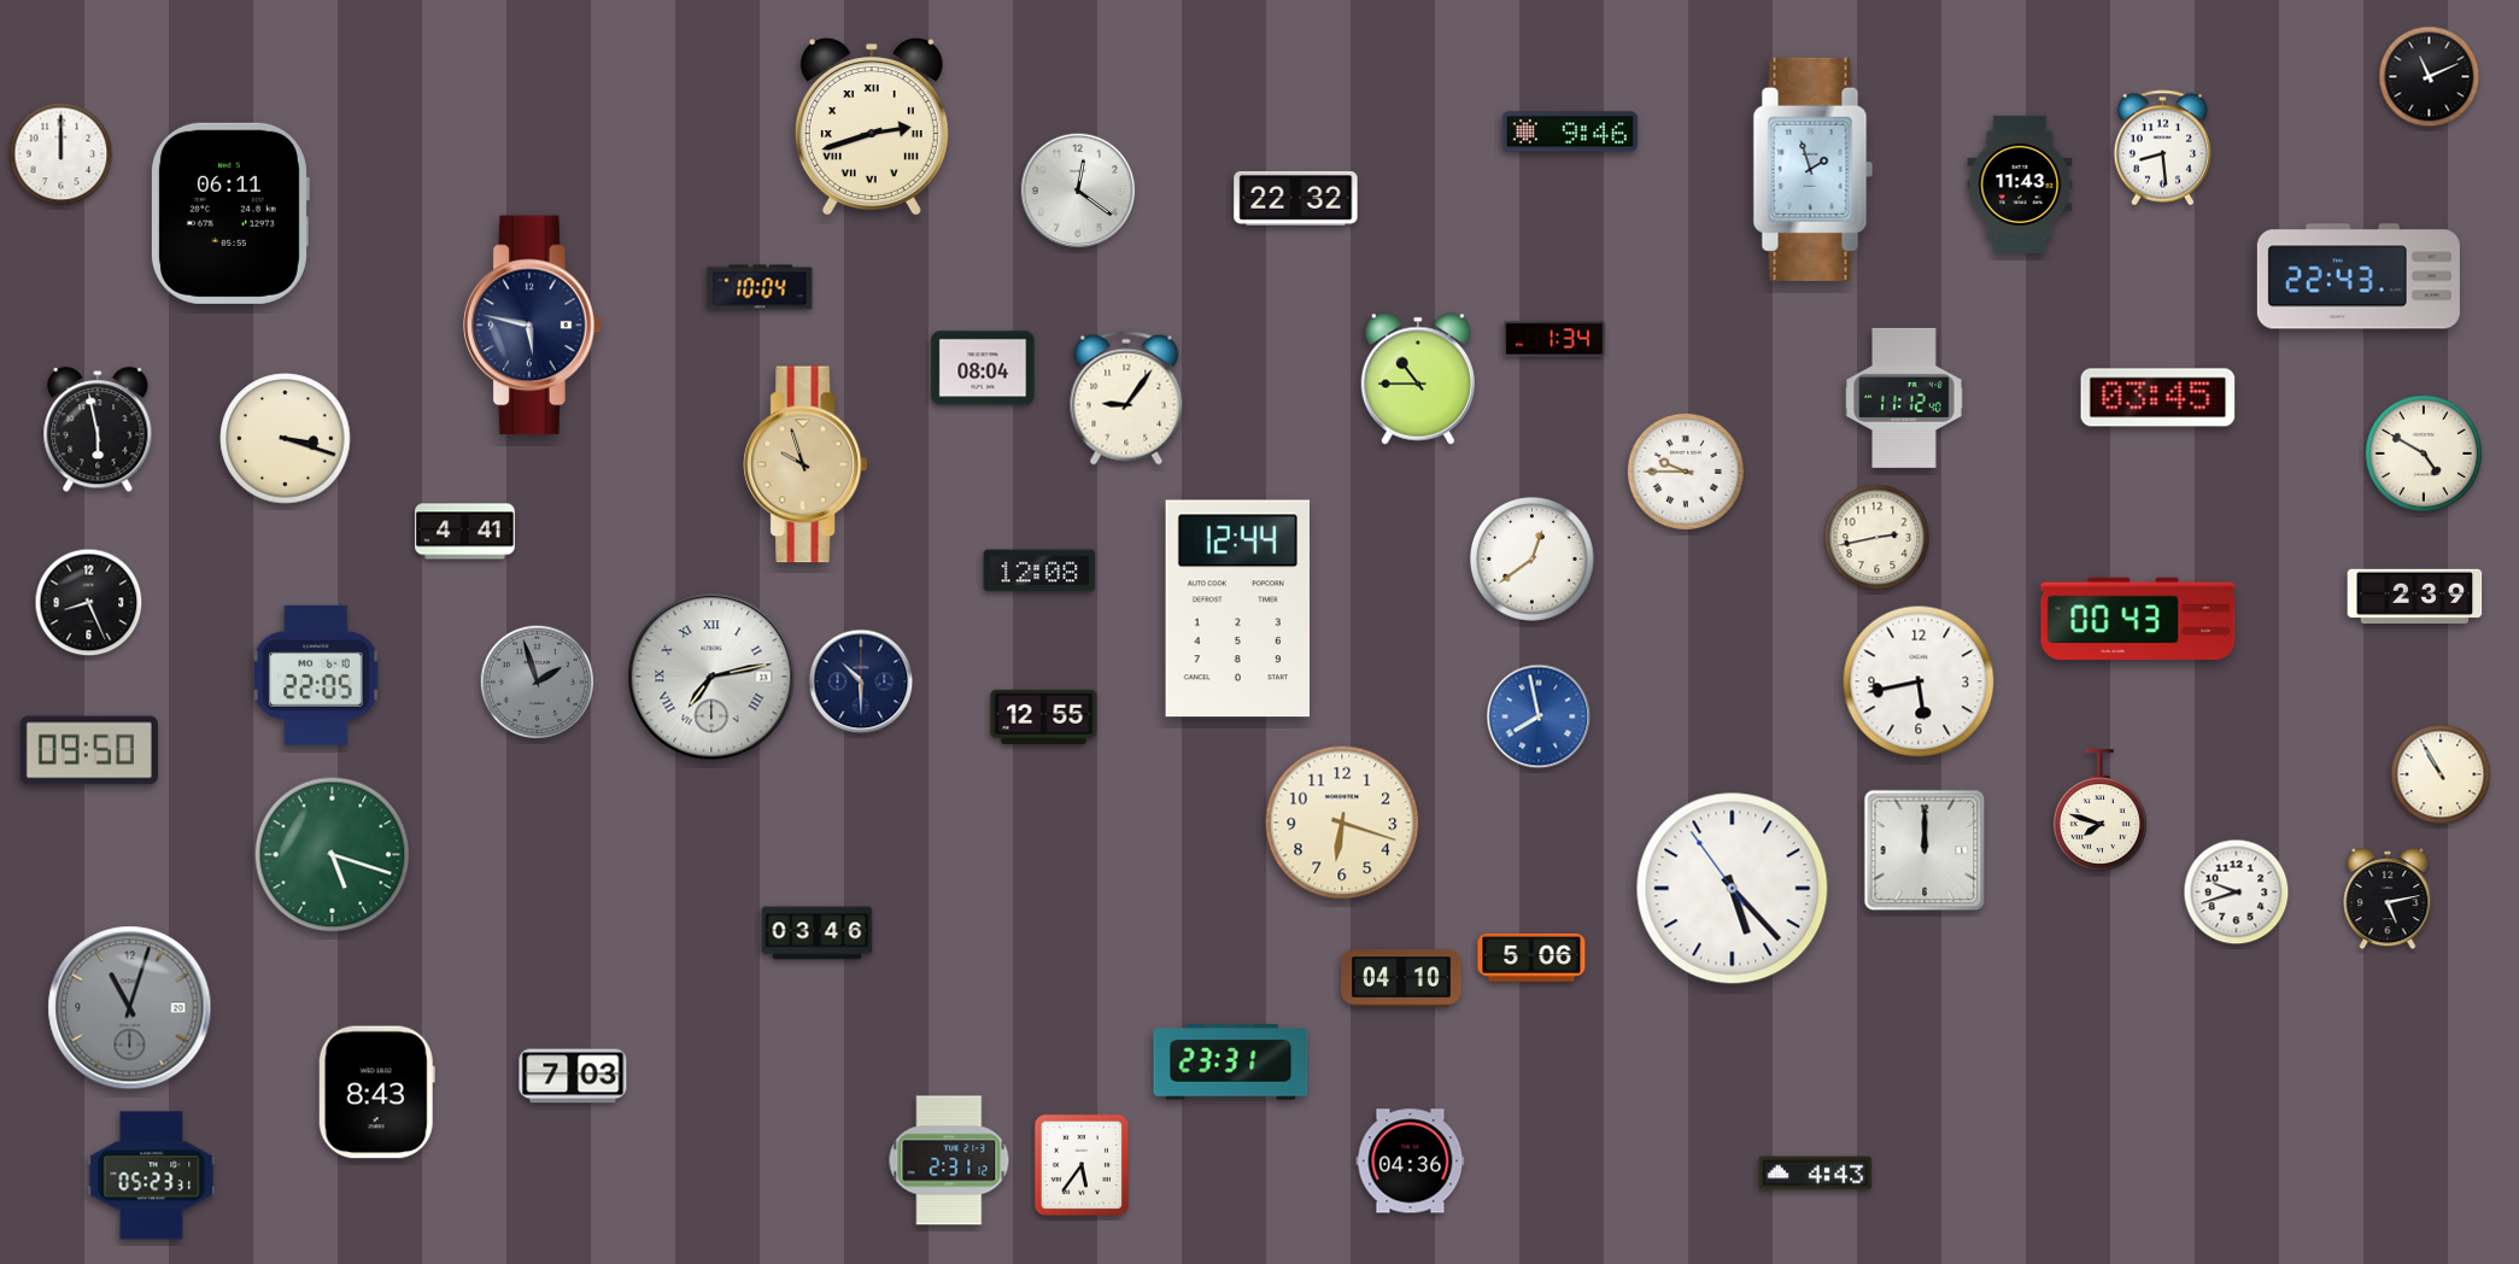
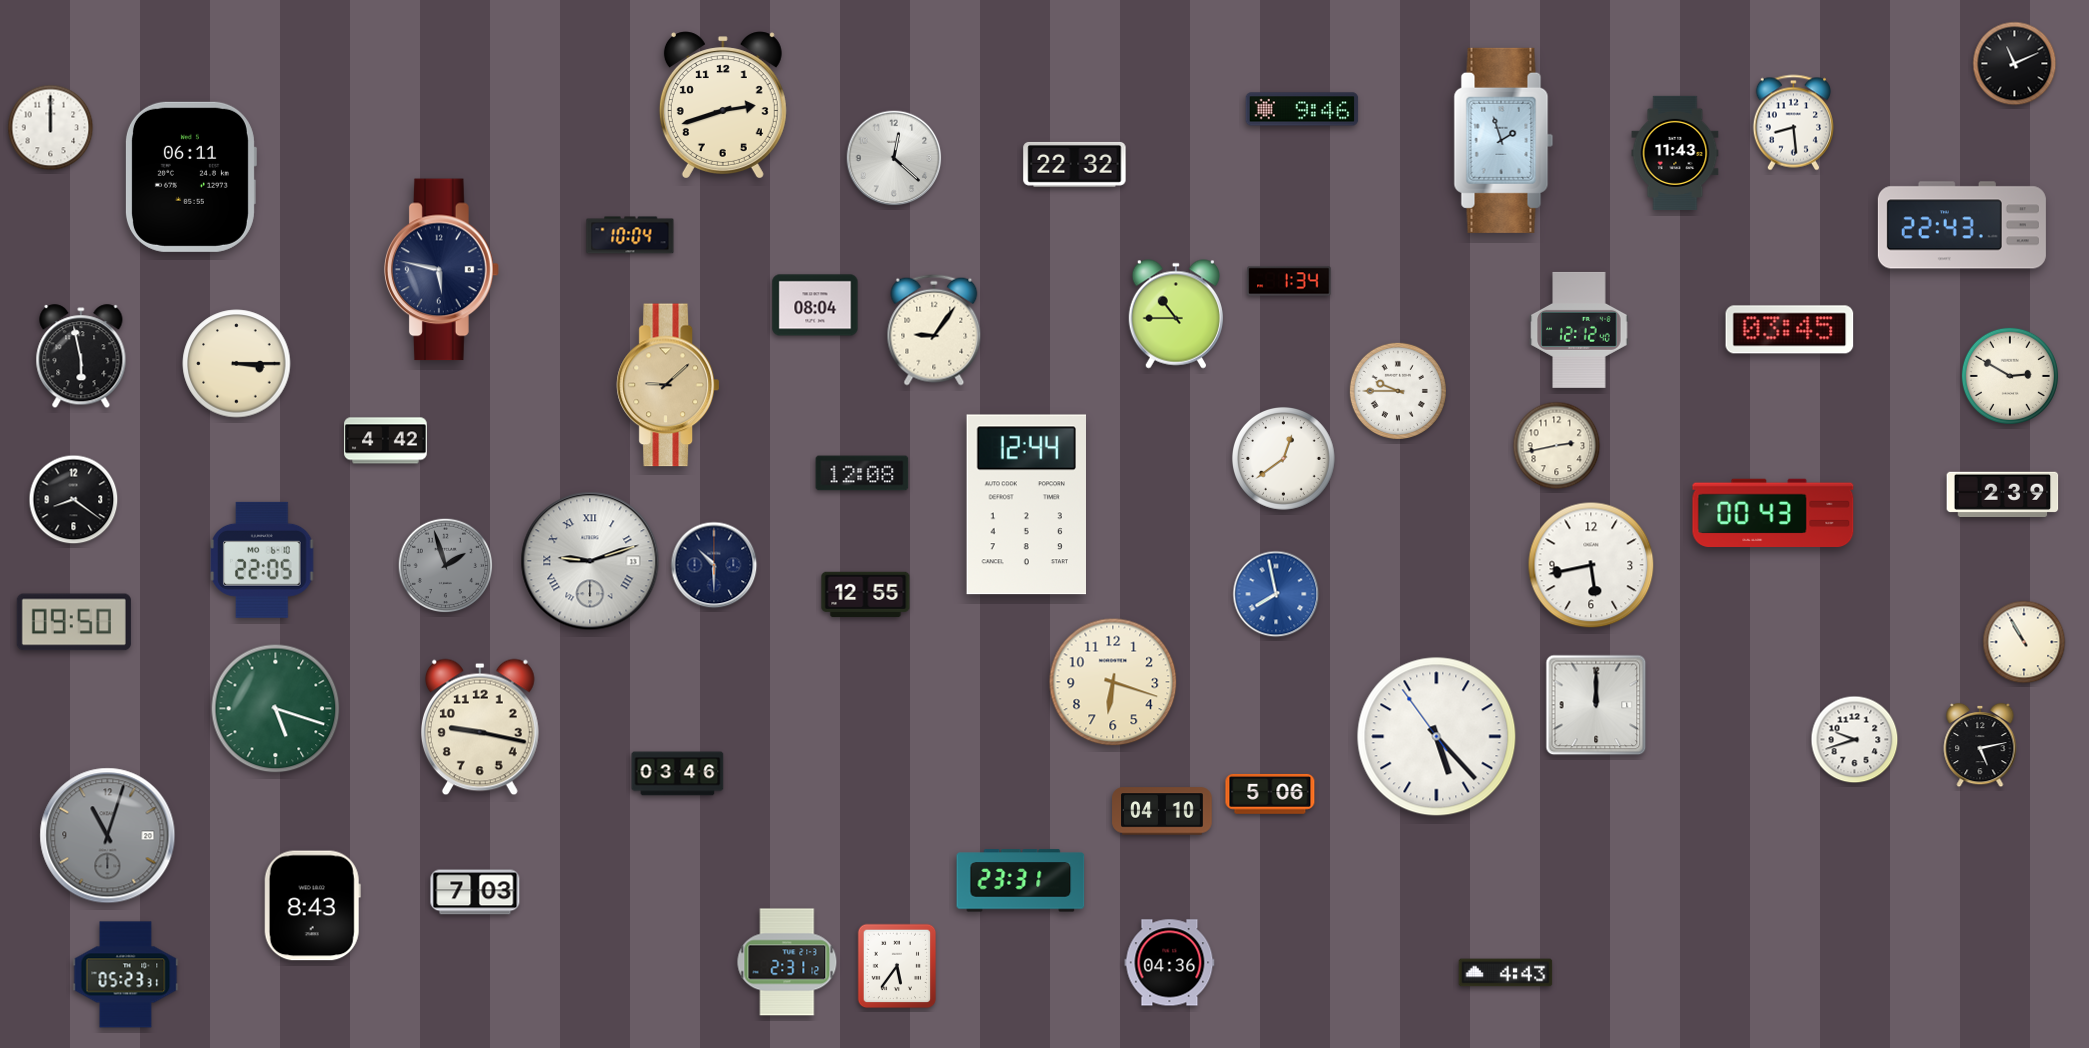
clock at (872, 127) numerals: Roman -> Arabic
clock at (1078, 191): 12:21 -> 12:22
clock at (2359, 276) position: (2359, 276) -> (1962, 225)
clock at (760, 287) position: (760, 287) -> (630, 235)
clock at (1904, 398): 11:12 -> 12:12
clock at (286, 439): 3:18 -> 3:15
clock at (2424, 453): 4:50 -> 2:50
clock at (804, 464): 9:57 -> 9:08
clock at (465, 532): 4:41 -> 4:42
clock at (1531, 558) position: (1531, 558) -> (1283, 458)
clock at (89, 603): 8:26 -> 8:21
clock at (711, 677): 7:13 -> 9:12
clock at (2099, 811): 7:48 -> none
clock at (480, 727): none -> 9:17
